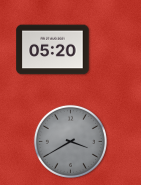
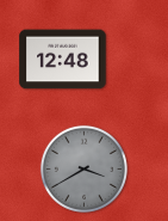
clock at (53, 50): 05:20 -> 12:48
